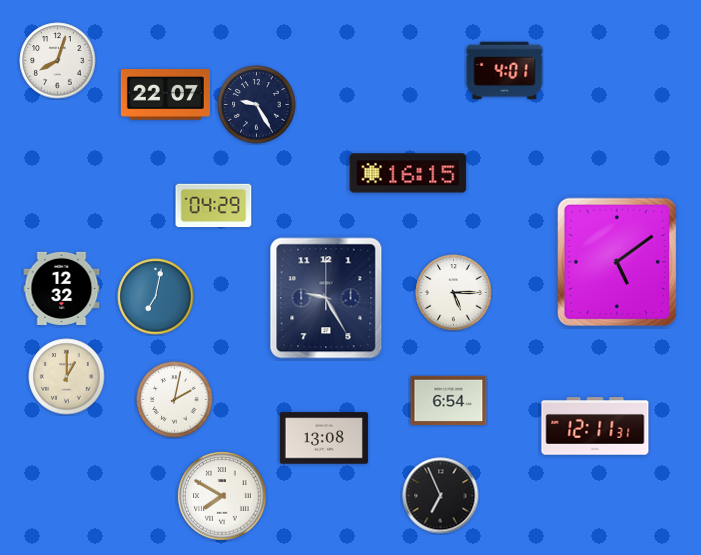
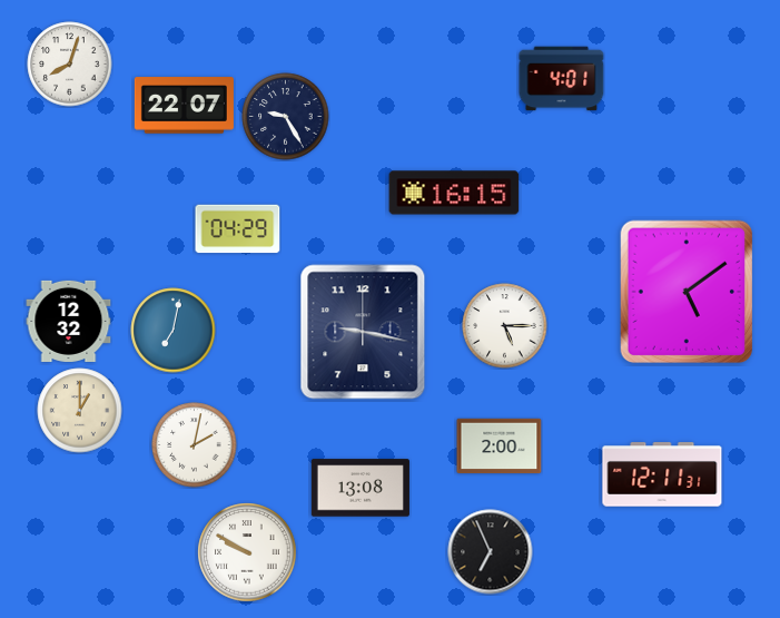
clock at (58, 61) position: (58, 61) -> (70, 65)
clock at (326, 298): 9:25 -> 9:17
clock at (67, 377) position: (67, 377) -> (80, 411)
clock at (449, 401): 6:54 -> 2:00
clock at (222, 496): 7:50 -> 9:50
